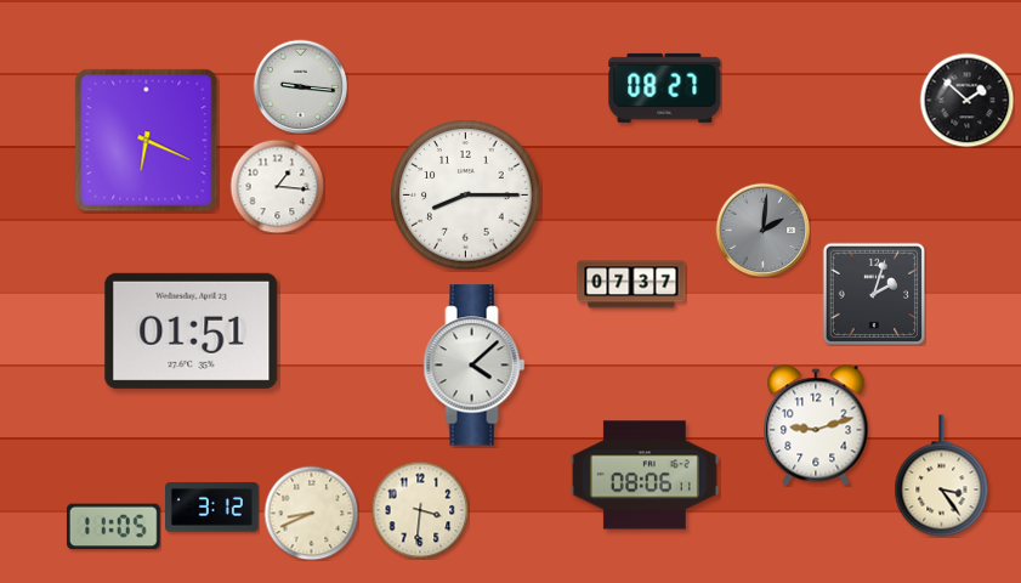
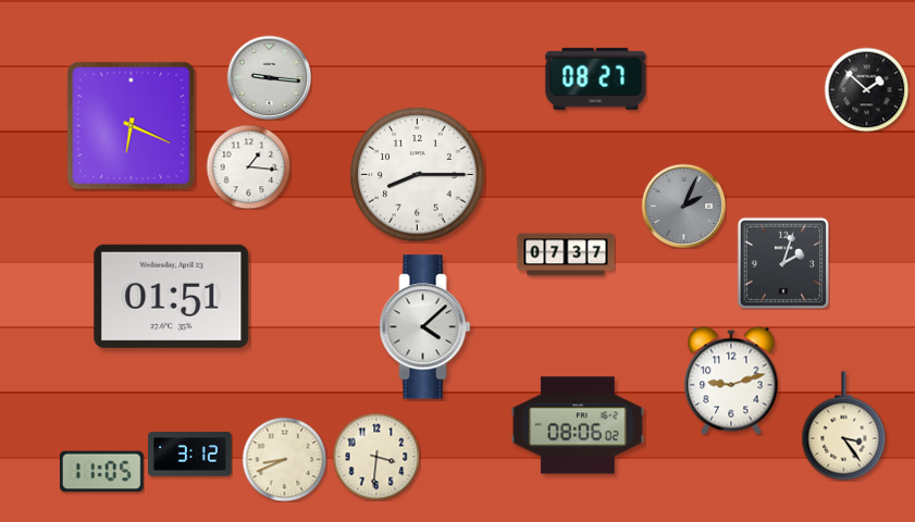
clock at (762, 230): 2:01 -> 2:04
clock at (645, 475): 08:06:11 -> 08:06:02
clock at (311, 513) position: (311, 513) -> (284, 459)
